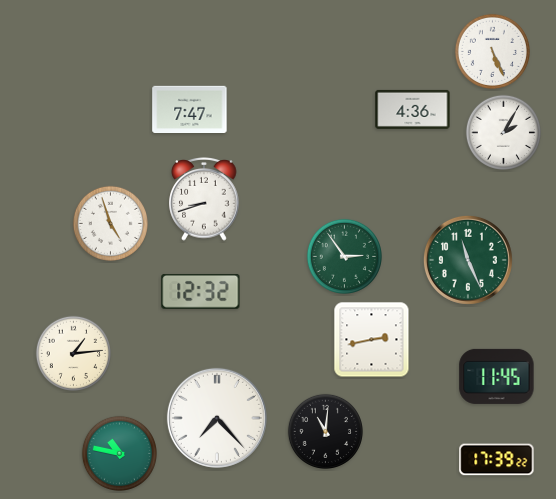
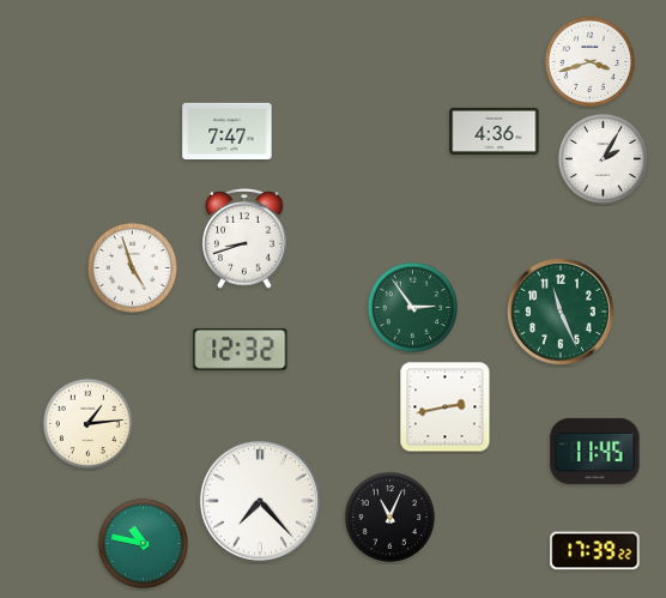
clock at (492, 51): 5:26 -> 3:42
clock at (325, 431): 11:01 -> 11:04
